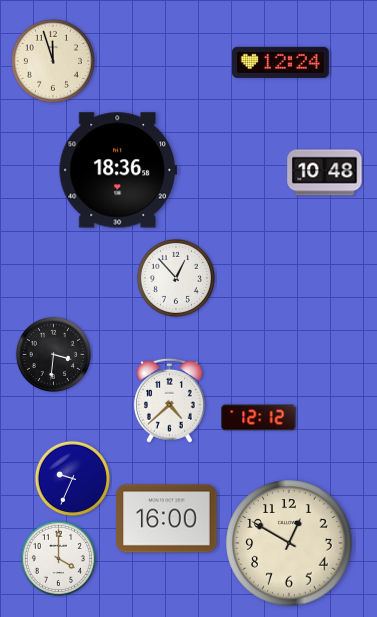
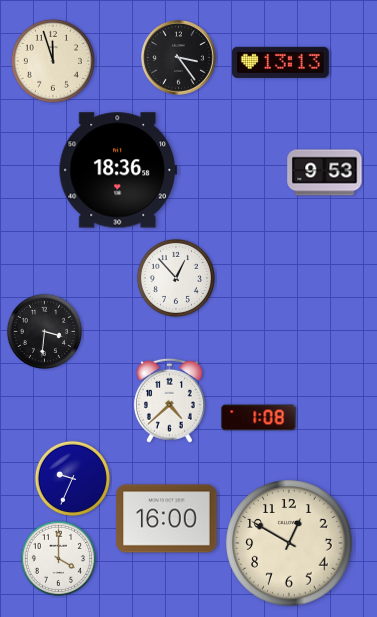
clock at (179, 58): none -> 3:24
clock at (280, 62): 12:24 -> 13:13
clock at (325, 173): 10:48 -> 9:53
clock at (53, 354) position: (53, 354) -> (44, 331)
clock at (259, 418): 12:12 -> 1:08
